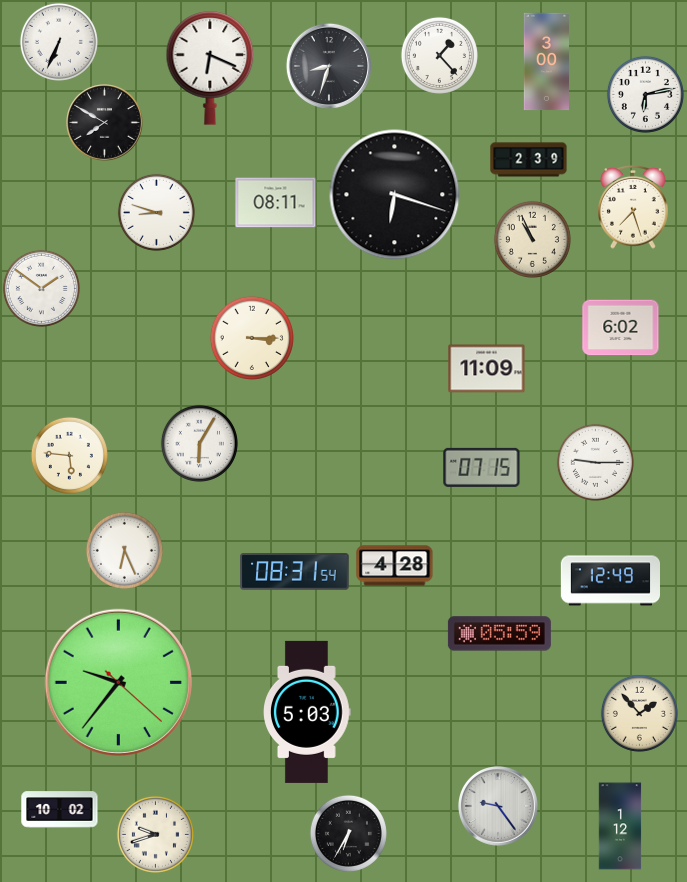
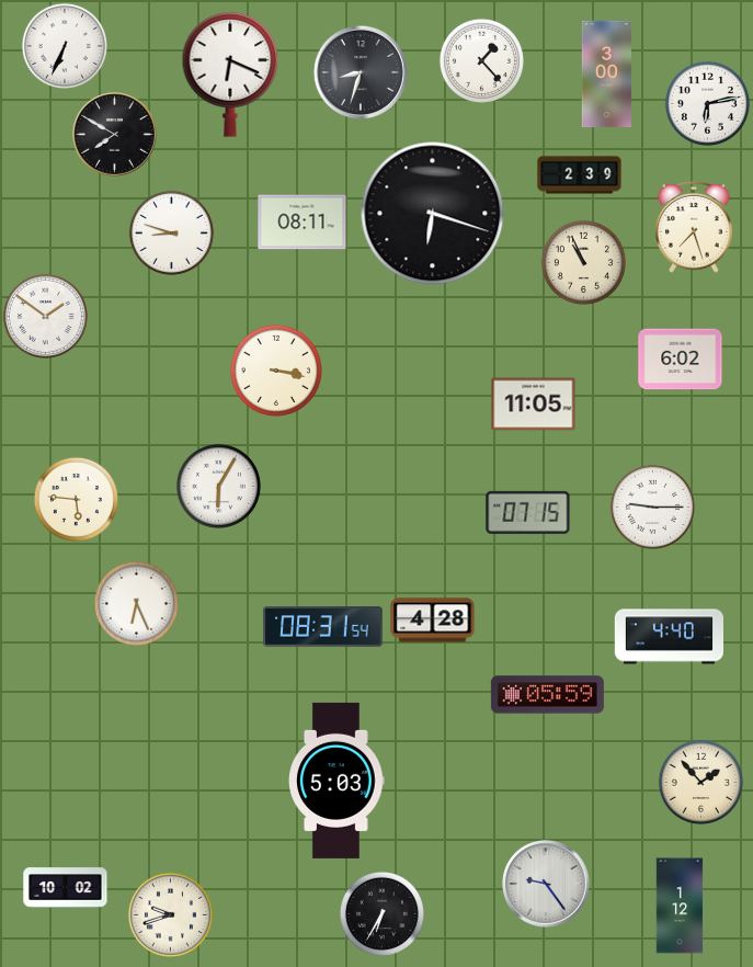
clock at (546, 62) position: (546, 62) -> (606, 75)
clock at (252, 338): 3:15 -> 3:17
clock at (487, 369): 11:09 -> 11:05
clock at (610, 581): 12:49 -> 4:40
clock at (118, 682): 9:36 -> none
